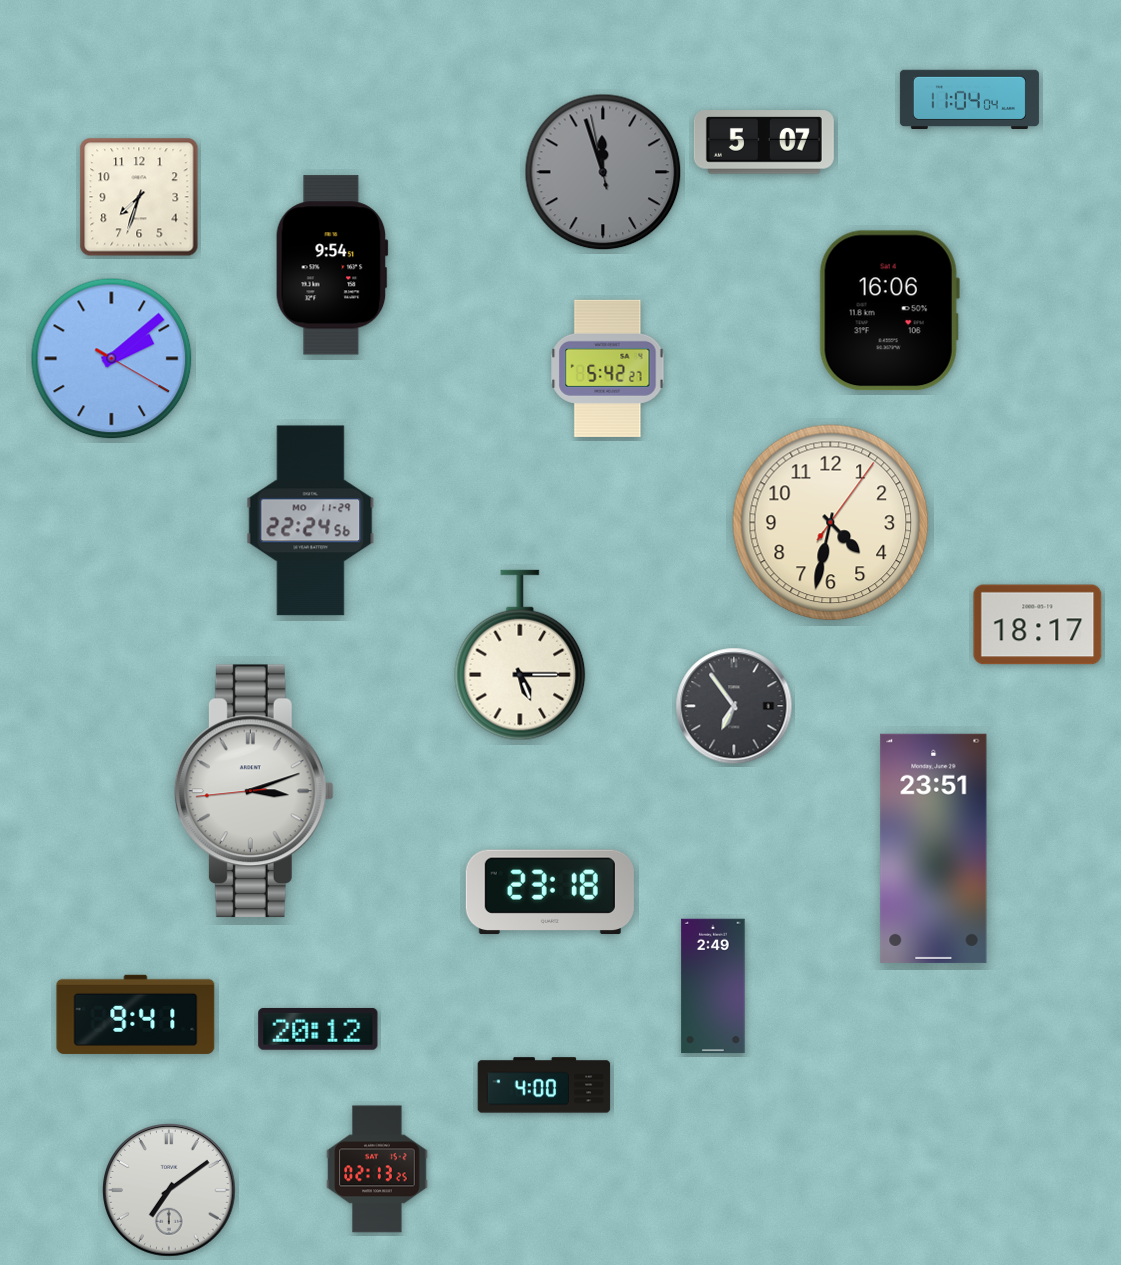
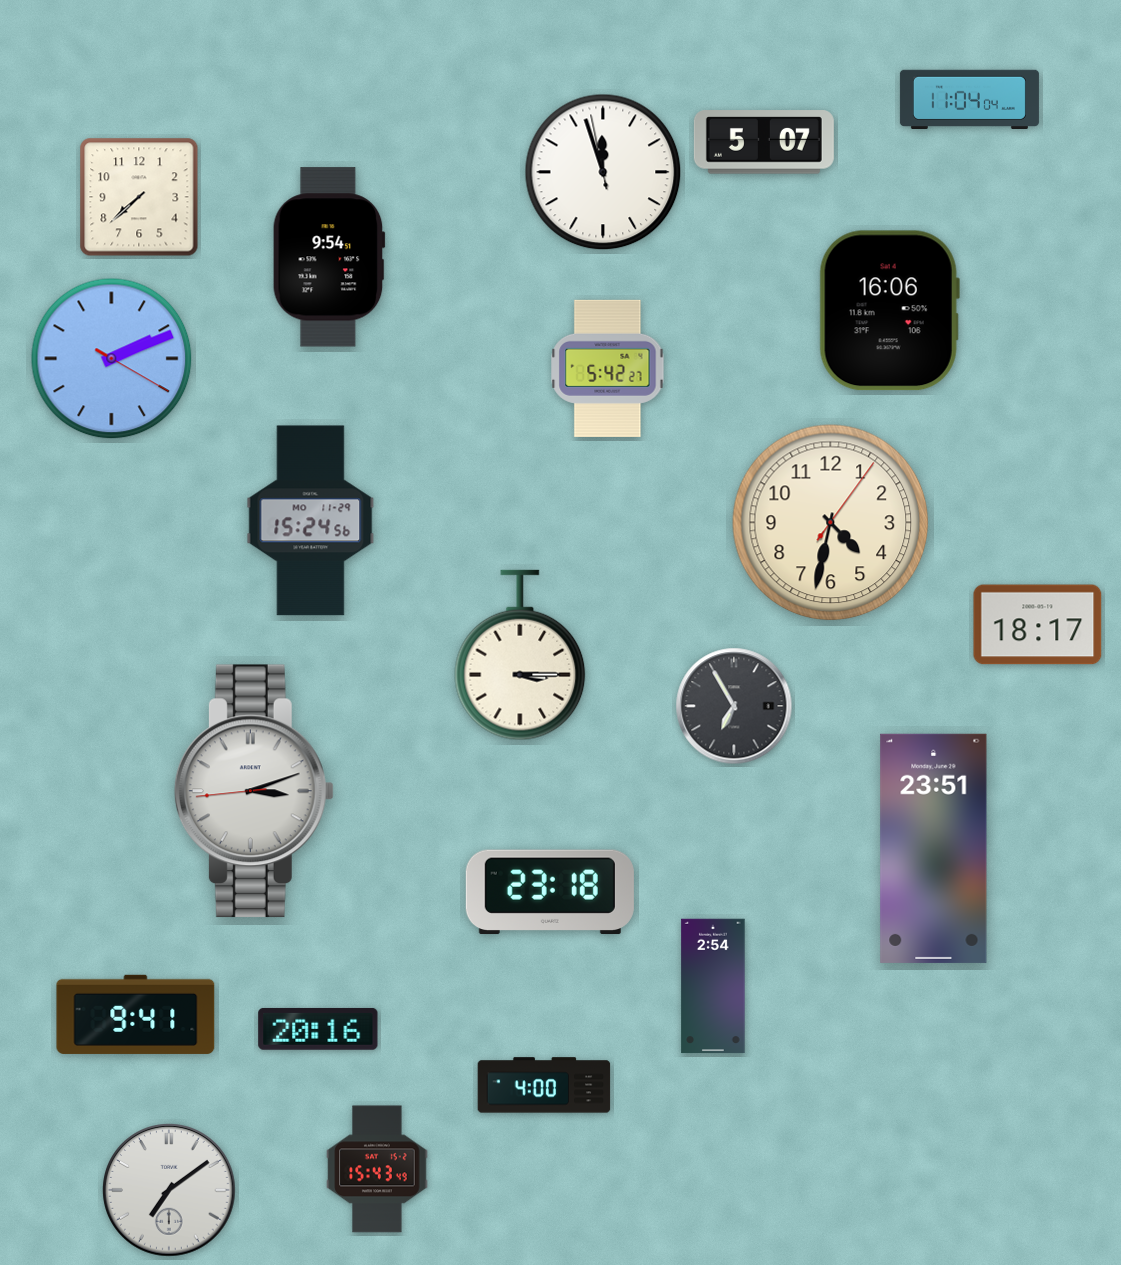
clock at (603, 172) dial: grey -> white
clock at (139, 197): 7:33 -> 7:38
clock at (332, 265) position: (332, 265) -> (329, 257)
clock at (112, 359): 2:08 -> 2:11
clock at (311, 521): 22:24 -> 15:24
clock at (520, 655): 5:15 -> 3:15
clock at (734, 706): 6:54 -> 6:55
clock at (713, 986): 2:49 -> 2:54
clock at (318, 1029): 20:12 -> 20:16
clock at (377, 1169): 02:13 -> 15:43
